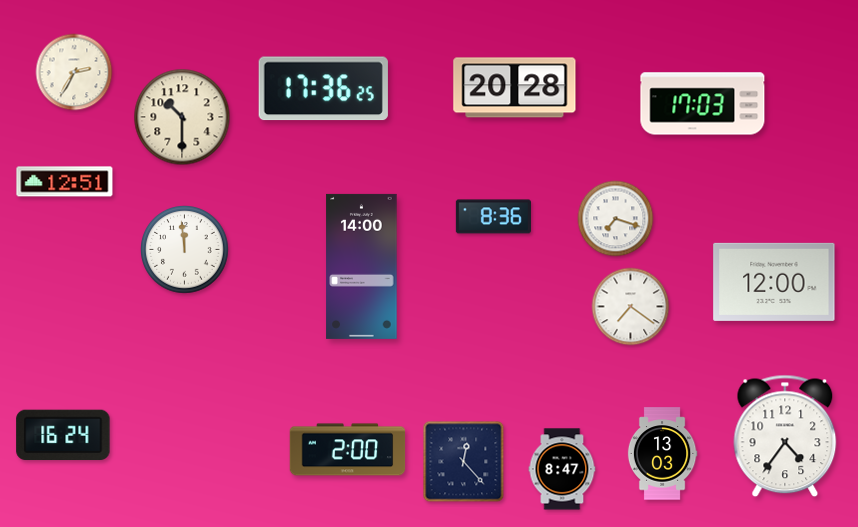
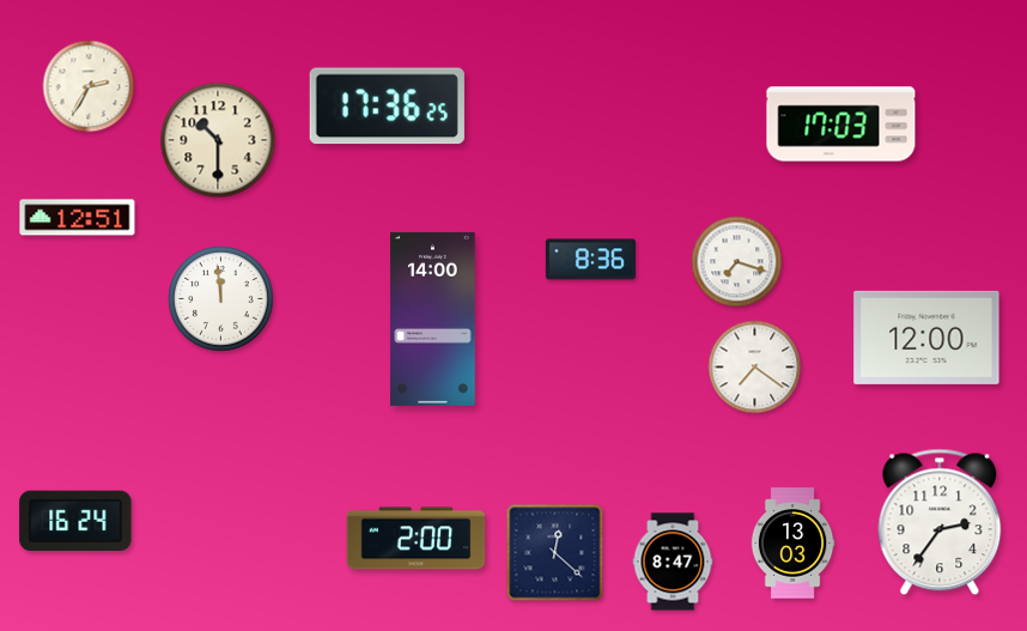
clock at (515, 88): 20:28 -> none
clock at (785, 436): 4:36 -> 2:36
clock at (464, 462): 12:23 -> 12:22
